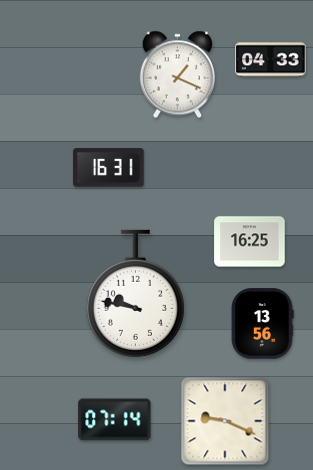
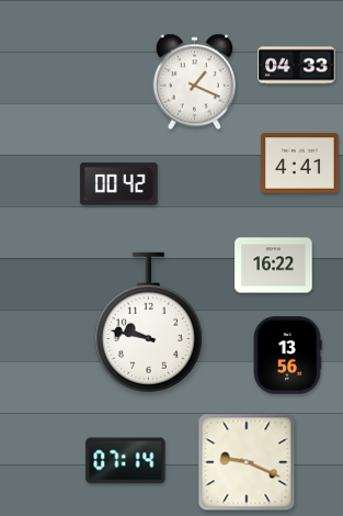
clock at (300, 164): none -> 4:41
clock at (109, 168): 16:31 -> 00:42
clock at (250, 242): 16:25 -> 16:22
